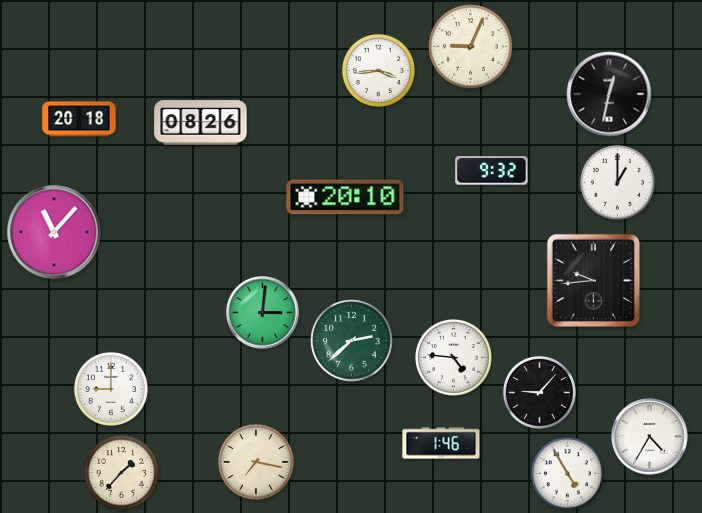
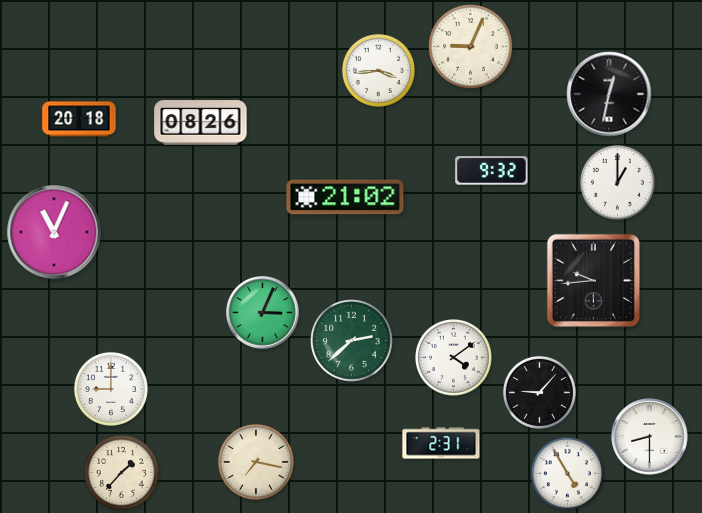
clock at (345, 197): 20:10 -> 21:02
clock at (54, 232): 11:07 -> 11:04
clock at (263, 313): 3:01 -> 3:04
clock at (453, 357): 4:46 -> 4:09
clock at (650, 437): 4:35 -> 8:30
clock at (441, 443): 1:46 -> 2:31
